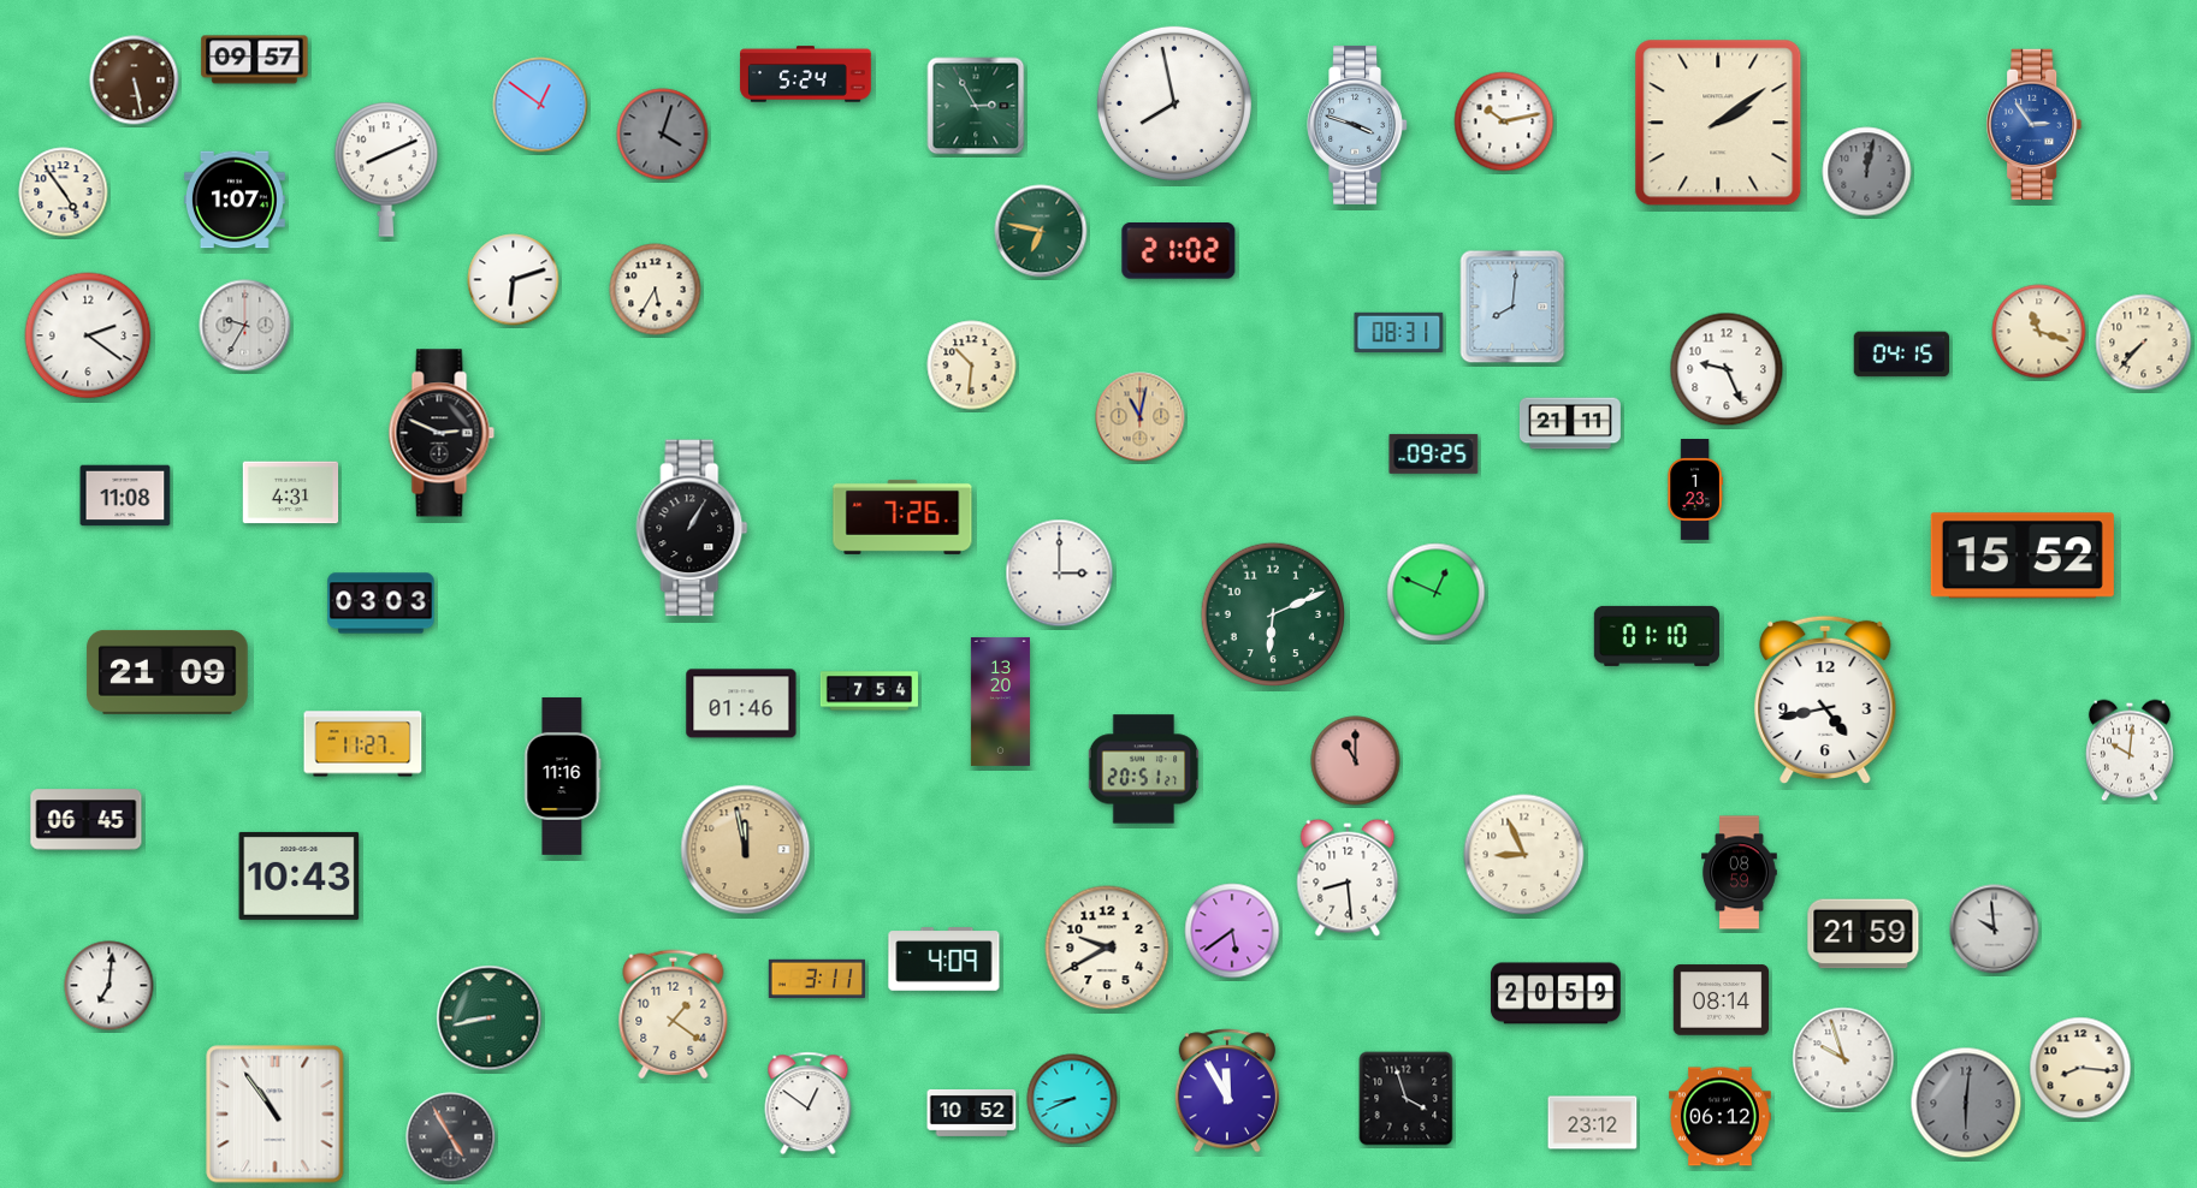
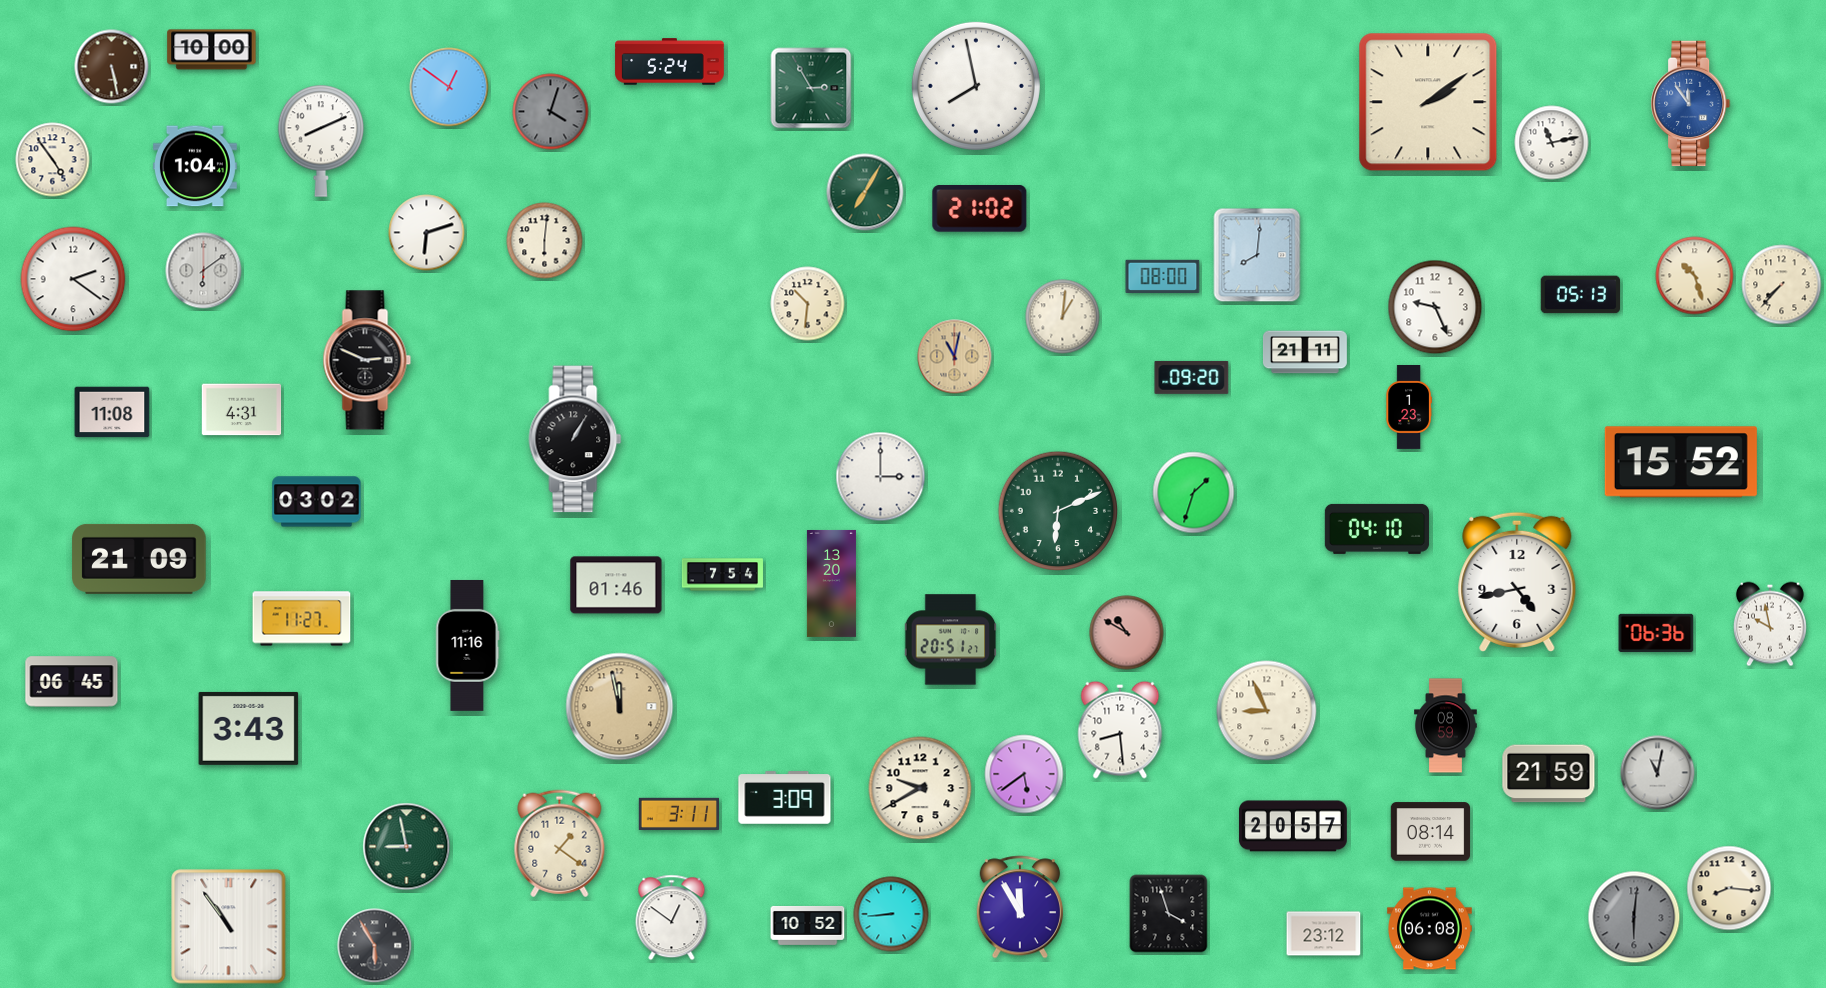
clock at (255, 60): 09:57 -> 10:00
clock at (1504, 121): 10:13 -> none
clock at (1357, 125): 3:48 -> none
clock at (2035, 125): 2:54 -> 11:54
clock at (1867, 172): 12:02 -> 11:13
clock at (1867, 172) dial: grey -> white
clock at (235, 200): 1:07 -> 1:04
clock at (1041, 231): 6:47 -> 7:05
clock at (656, 290): 5:35 -> 6:01
clock at (245, 326): 9:35 -> 6:09
clock at (1399, 332): 08:31 -> 08:00
clock at (2039, 332): 11:18 -> 10:27
clock at (1902, 355): 04:15 -> 05:13
clock at (1063, 317): none -> 1:01
clock at (1141, 417) position: (1141, 417) -> (955, 357)
clock at (1434, 453): 09:25 -> 09:20
clock at (125, 495) position: (125, 495) -> (112, 412)
clock at (902, 517): 7:26 -> none
clock at (1437, 593): 12:49 -> 1:33
clock at (381, 604): 03:03 -> 03:02
clock at (1657, 636): 01:10 -> 04:10
clock at (2130, 750): 10:01 -> 9:58
clock at (1356, 761): 11:00 -> 10:50
clock at (1656, 633): none -> 06:36
clock at (300, 875): 10:43 -> 3:43
clock at (1995, 929): 9:59 -> 11:02
clock at (1864, 934) position: (1864, 934) -> (1549, 774)
clock at (944, 960): 4:09 -> 3:09
clock at (109, 986): 7:01 -> none
clock at (1556, 993): 20:59 -> 20:57
clock at (490, 1018): 8:43 -> 8:58
clock at (1843, 1058): 9:57 -> none
clock at (1072, 1099): 8:41 -> 8:44
clock at (1721, 1117): 06:12 -> 06:08
clock at (451, 1137): 4:55 -> 5:55
